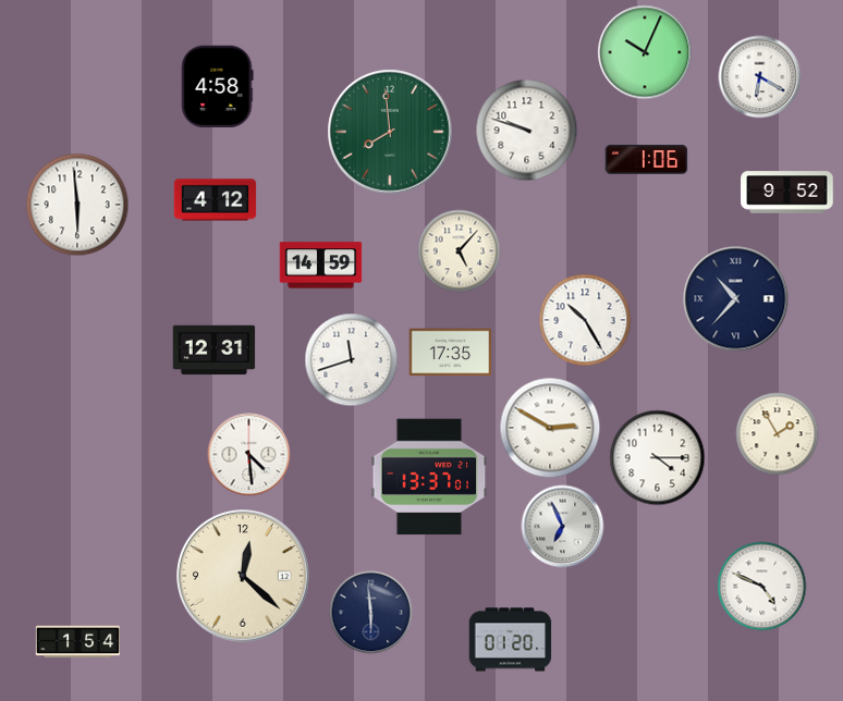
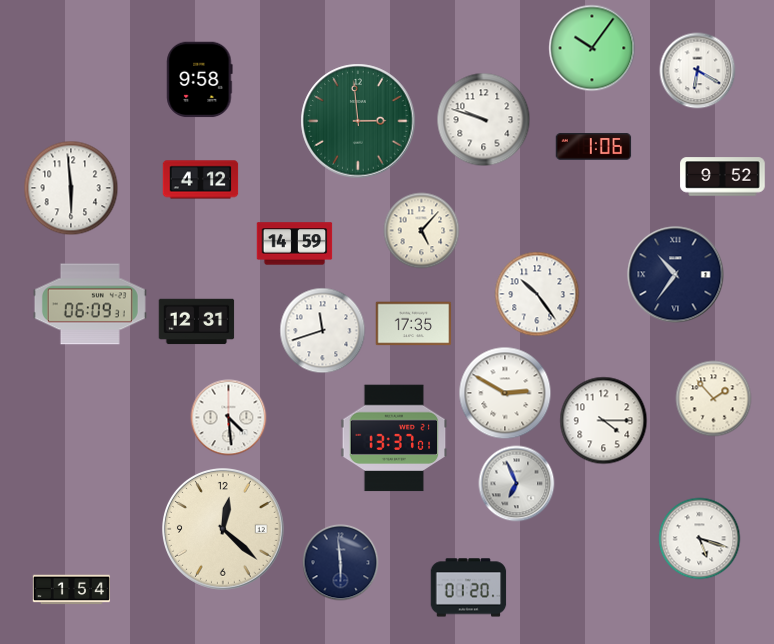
clock at (645, 52): 10:04 -> 10:06
clock at (218, 87): 4:58 -> 9:58
clock at (390, 132): 7:59 -> 2:59
clock at (216, 200) position: (216, 200) -> (201, 180)
clock at (736, 299): 10:37 -> 10:36
clock at (585, 320): 10:25 -> 10:24
clock at (90, 304): none -> 06:09
clock at (778, 434): 1:55 -> 1:53
clock at (762, 587): 4:49 -> 5:18
